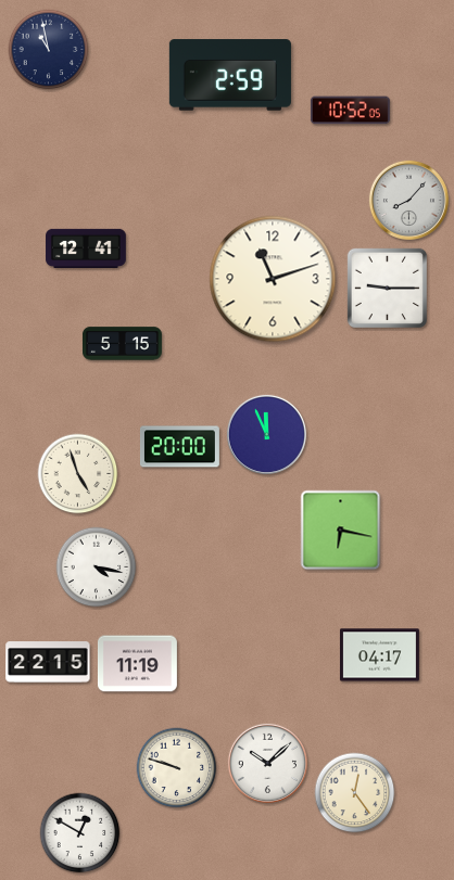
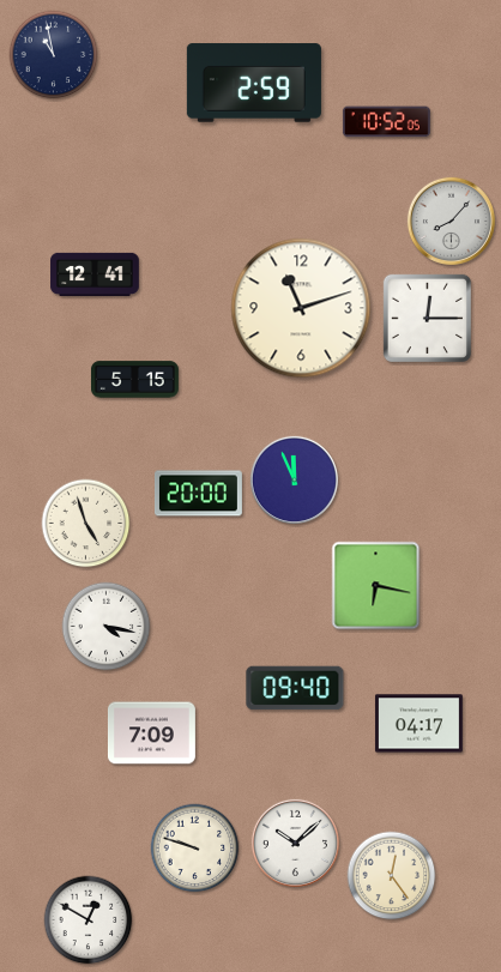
clock at (387, 288): 9:15 -> 12:15
clock at (295, 688): none -> 09:40
clock at (48, 662): 22:15 -> none
clock at (137, 664): 11:19 -> 7:09
